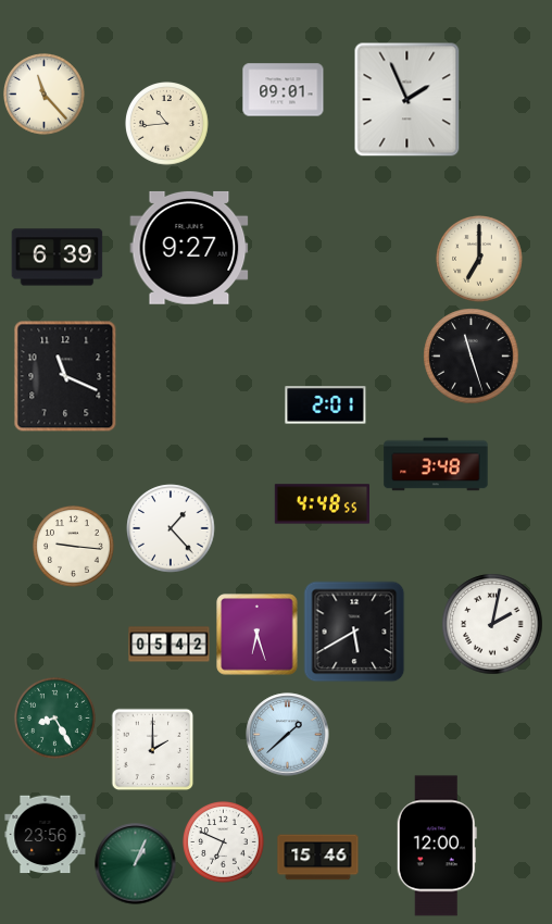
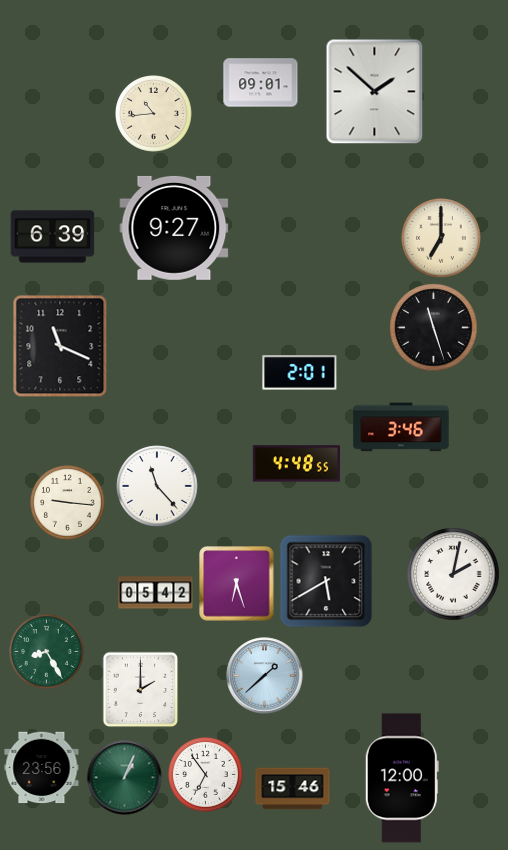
clock at (45, 95): 11:23 -> none
clock at (407, 100): 1:56 -> 1:52
clock at (436, 464): 3:48 -> 3:46
clock at (171, 528): 1:23 -> 11:23
clock at (55, 719) position: (55, 719) -> (47, 652)
clock at (224, 842): 6:49 -> 6:54
clock at (136, 864) position: (136, 864) -> (125, 778)
